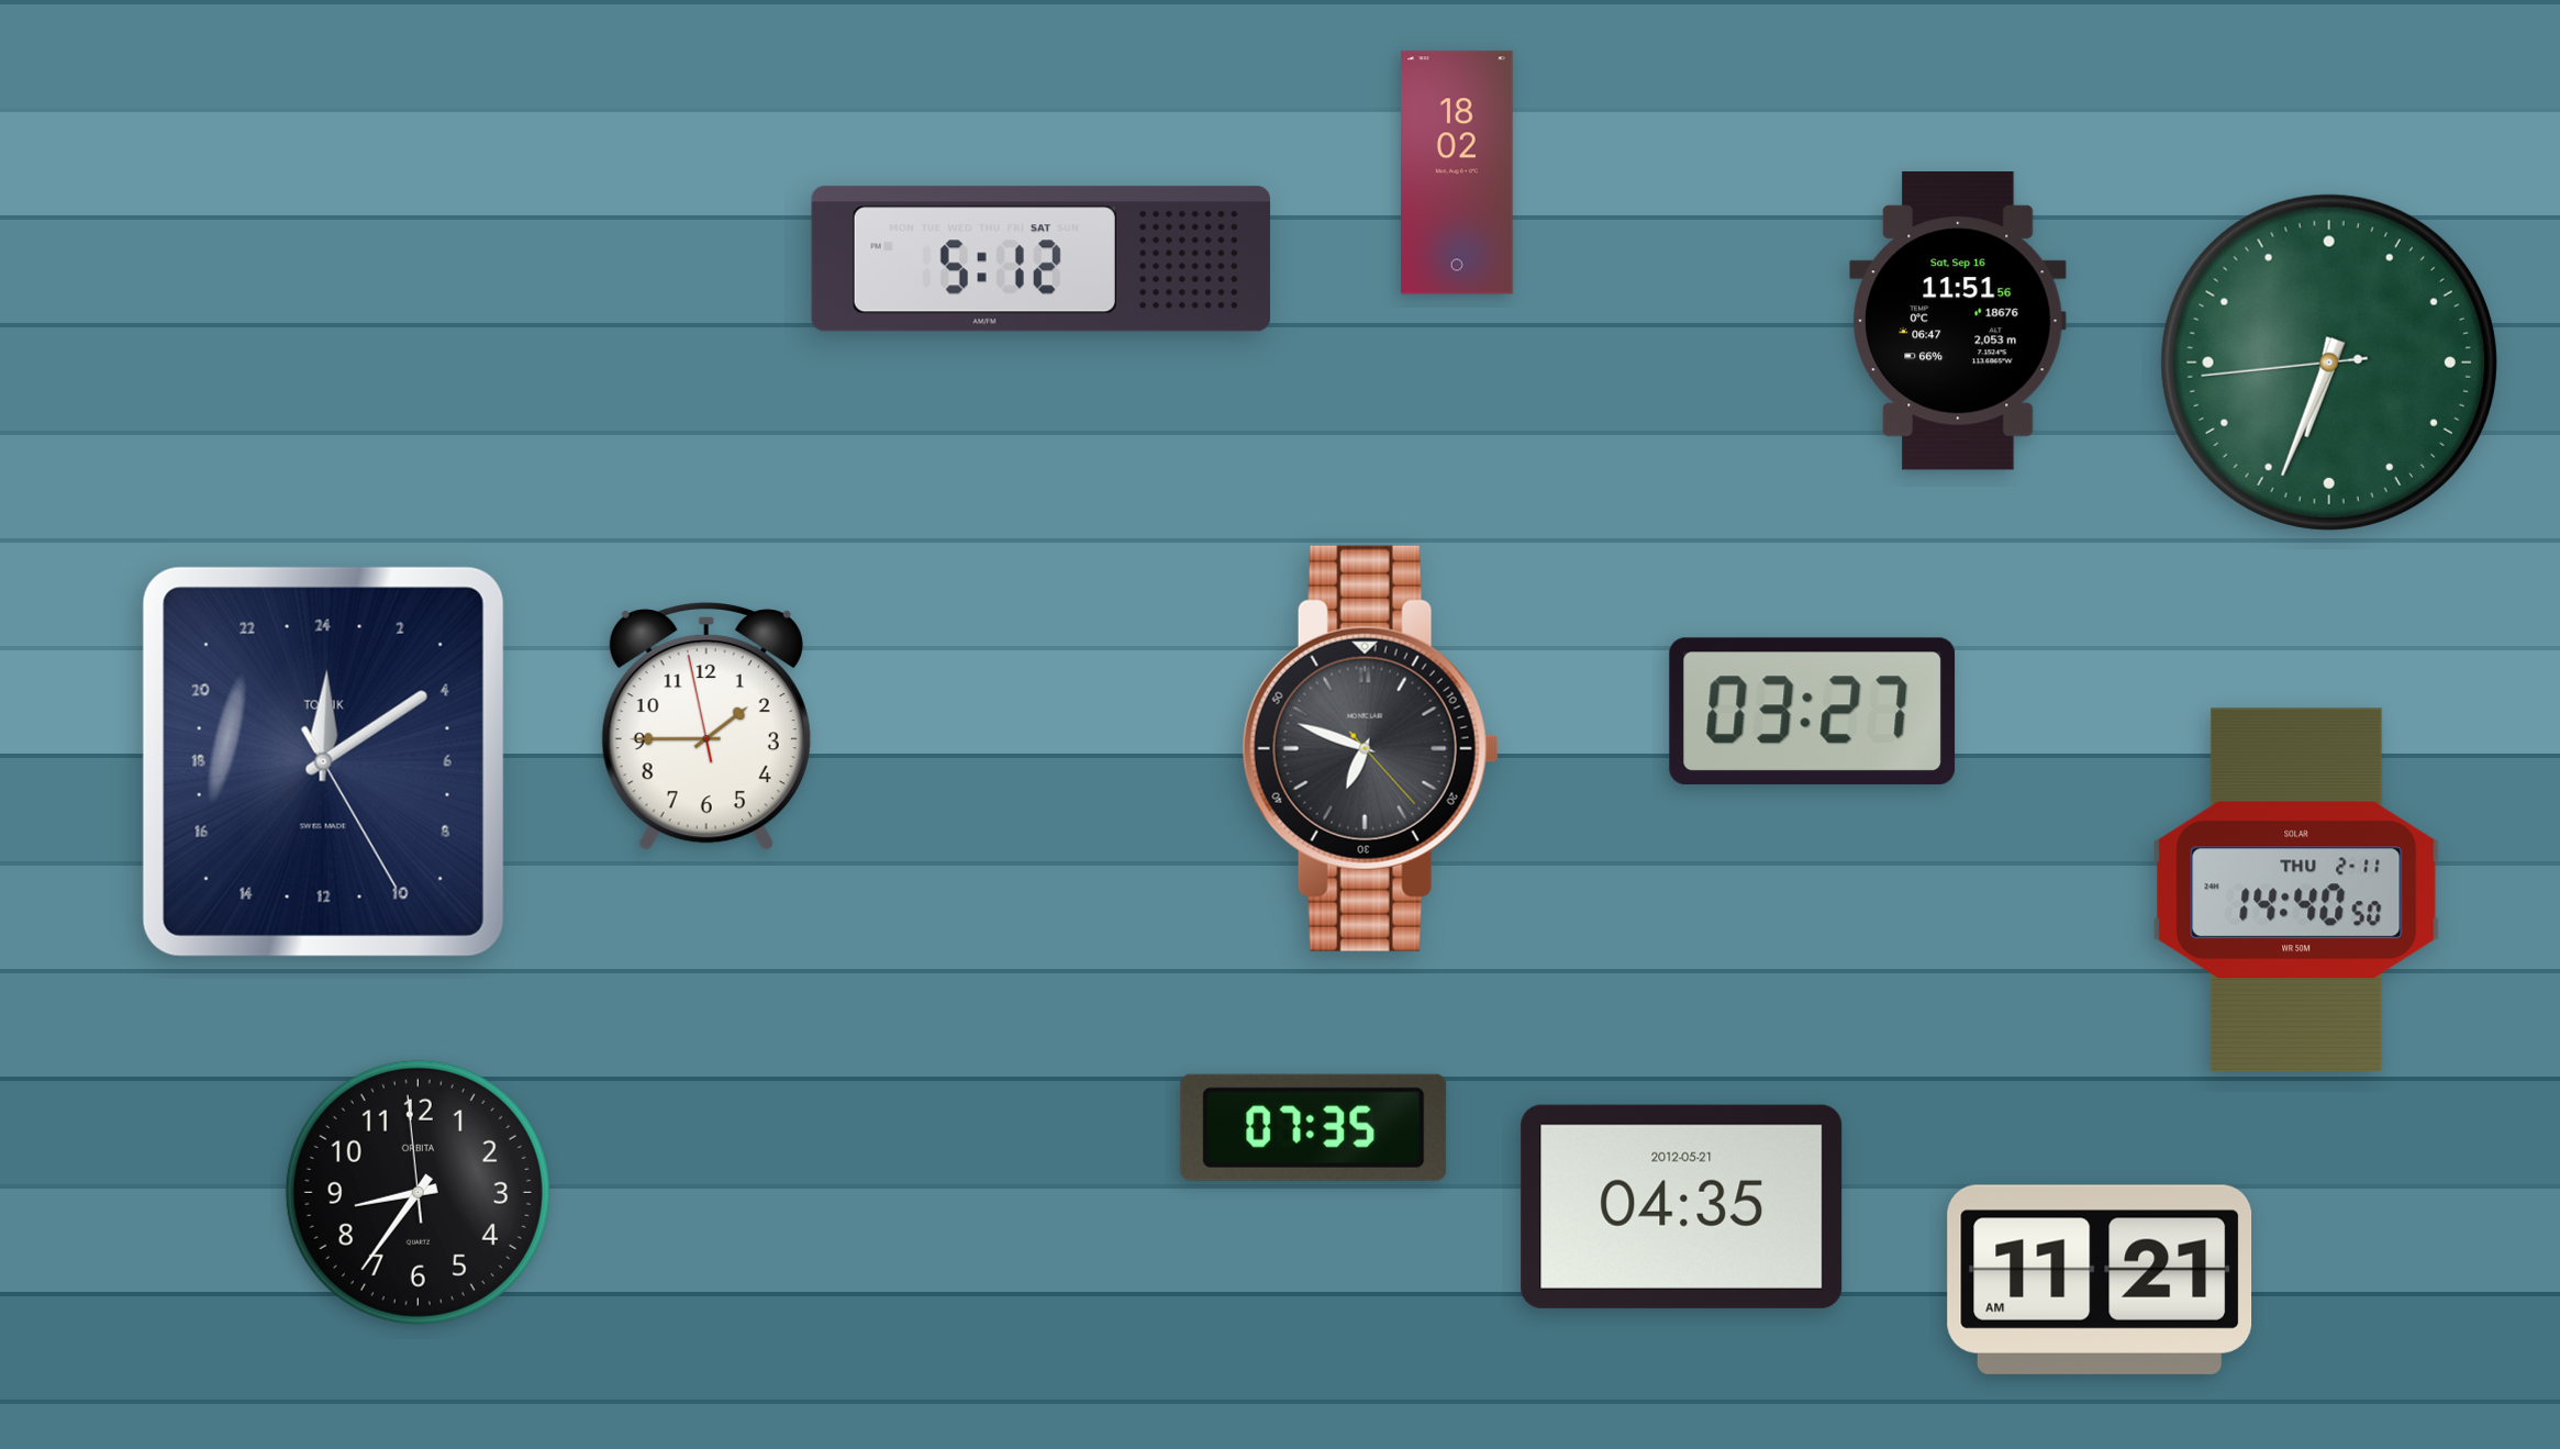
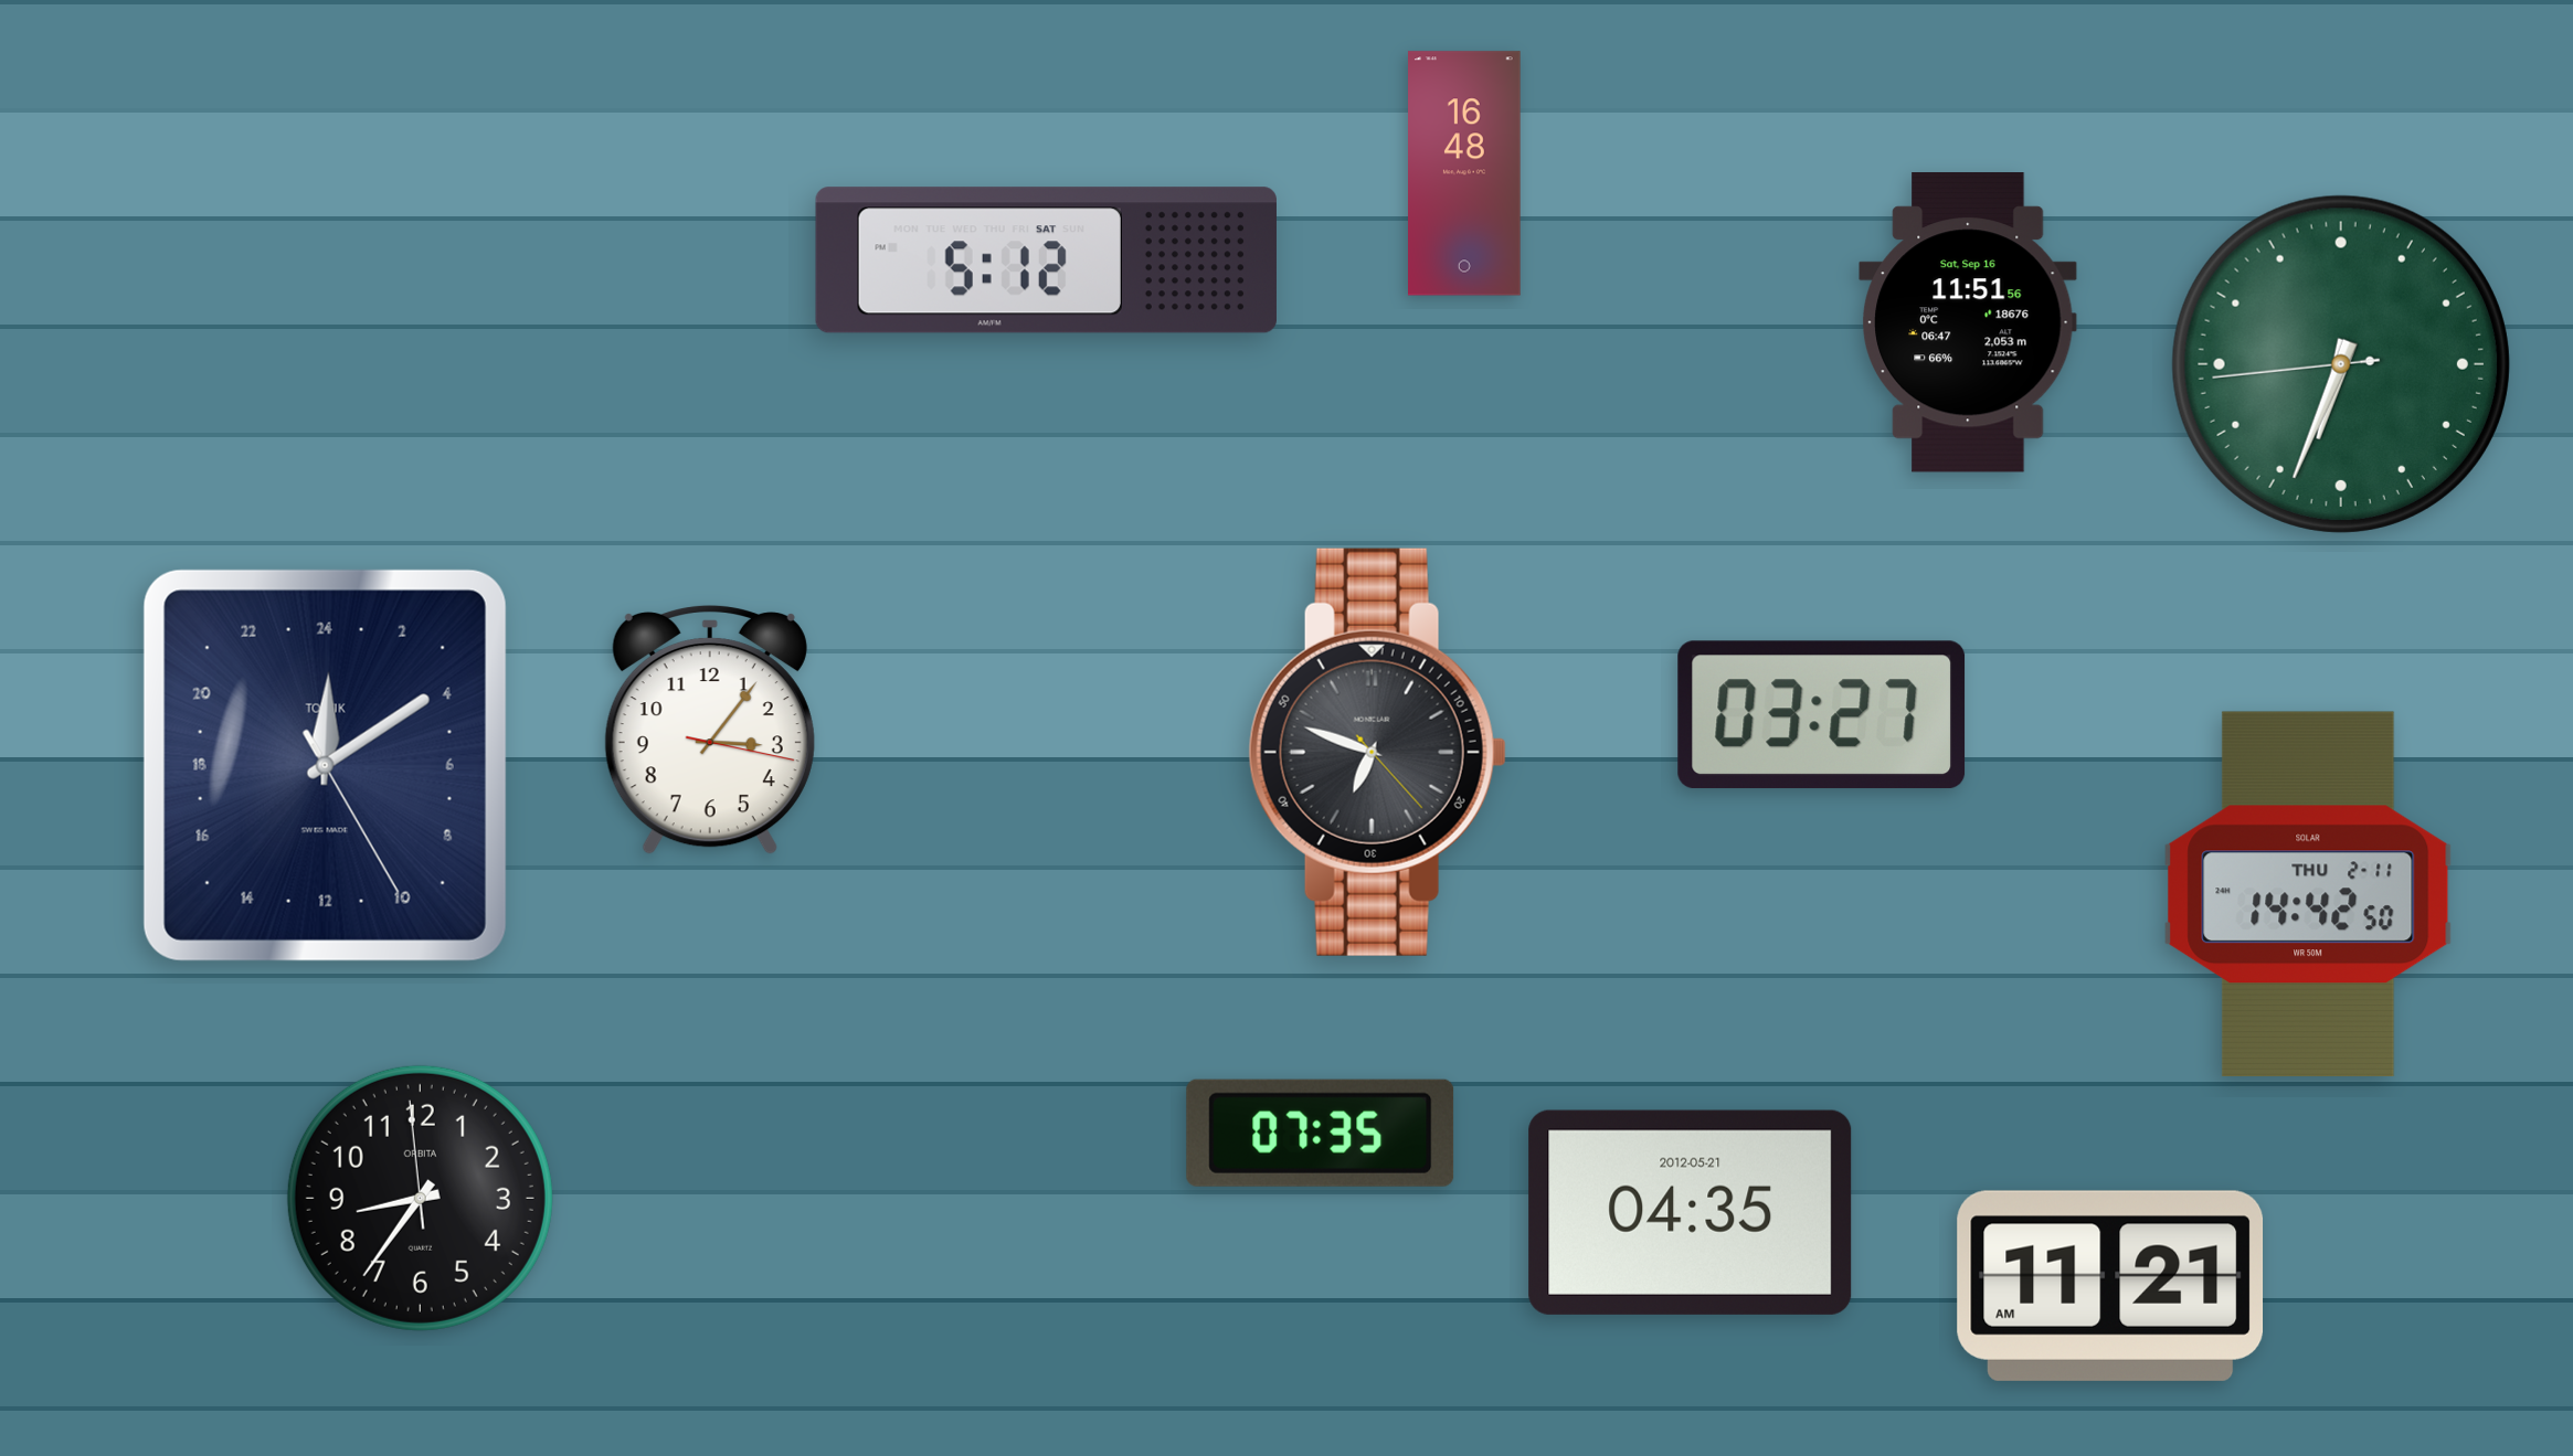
clock at (1458, 172): 18:02 -> 16:48
clock at (706, 727): 1:44 -> 3:06
clock at (2296, 889): 14:40 -> 14:42
